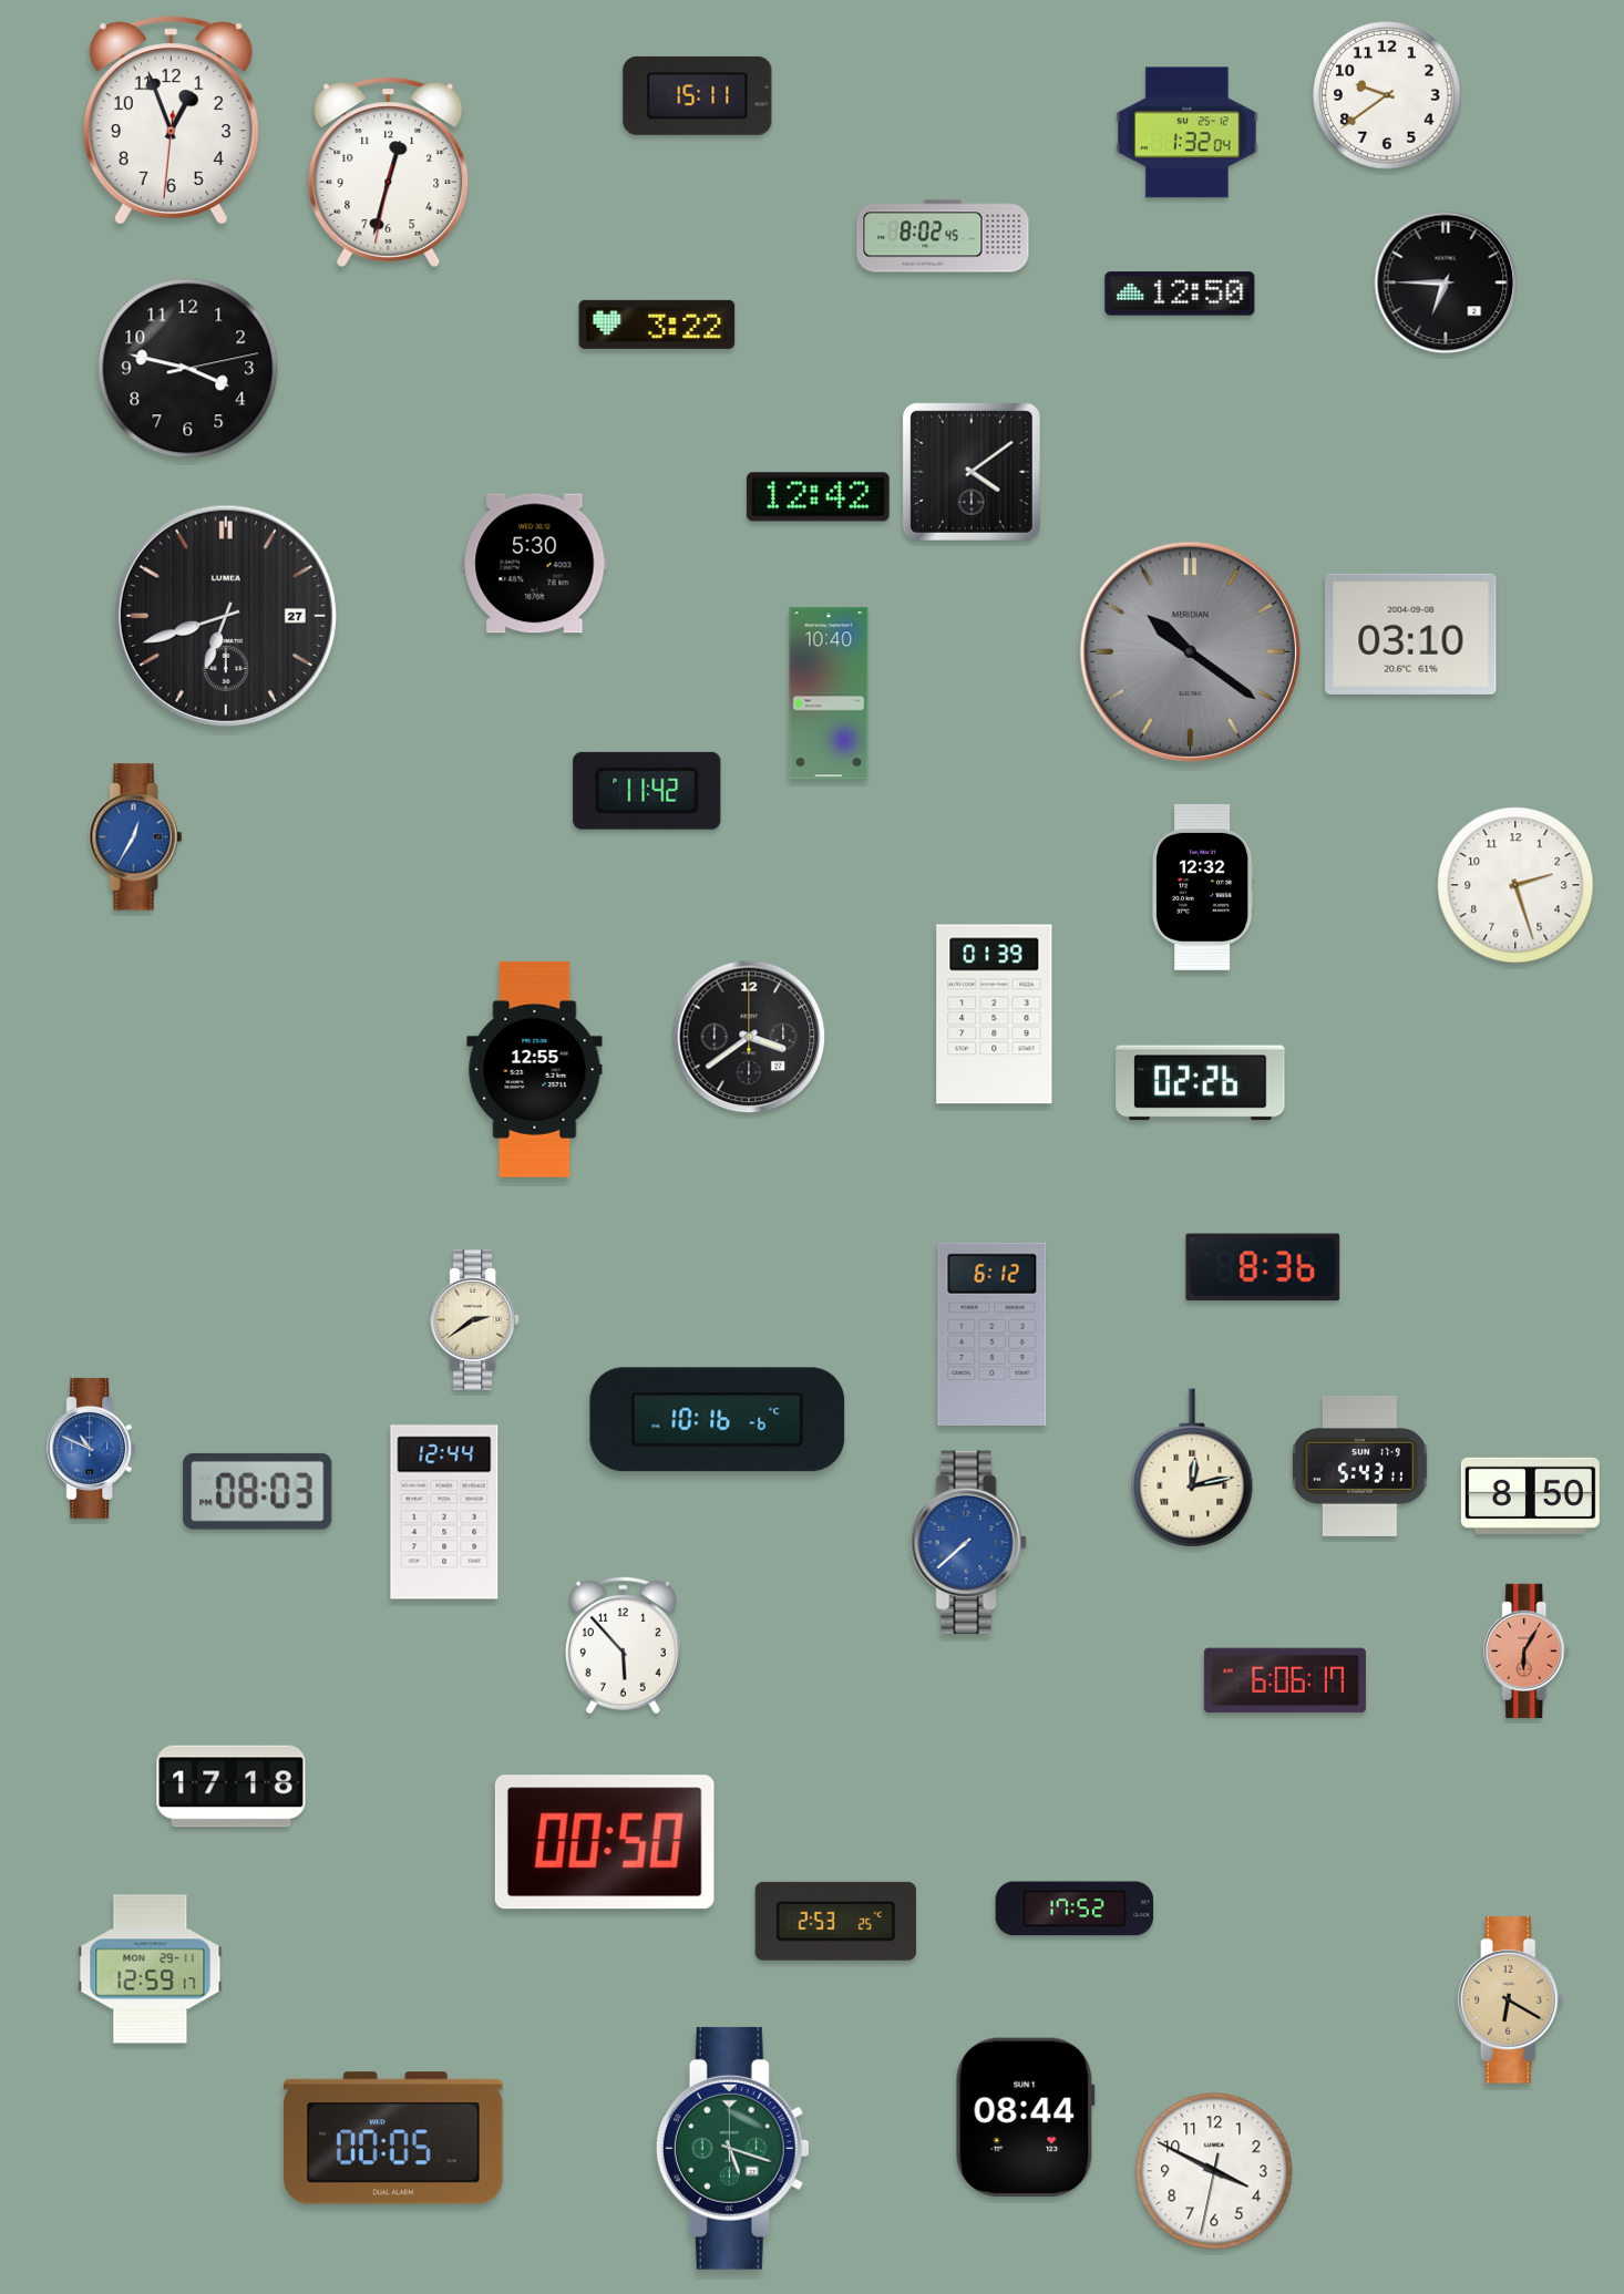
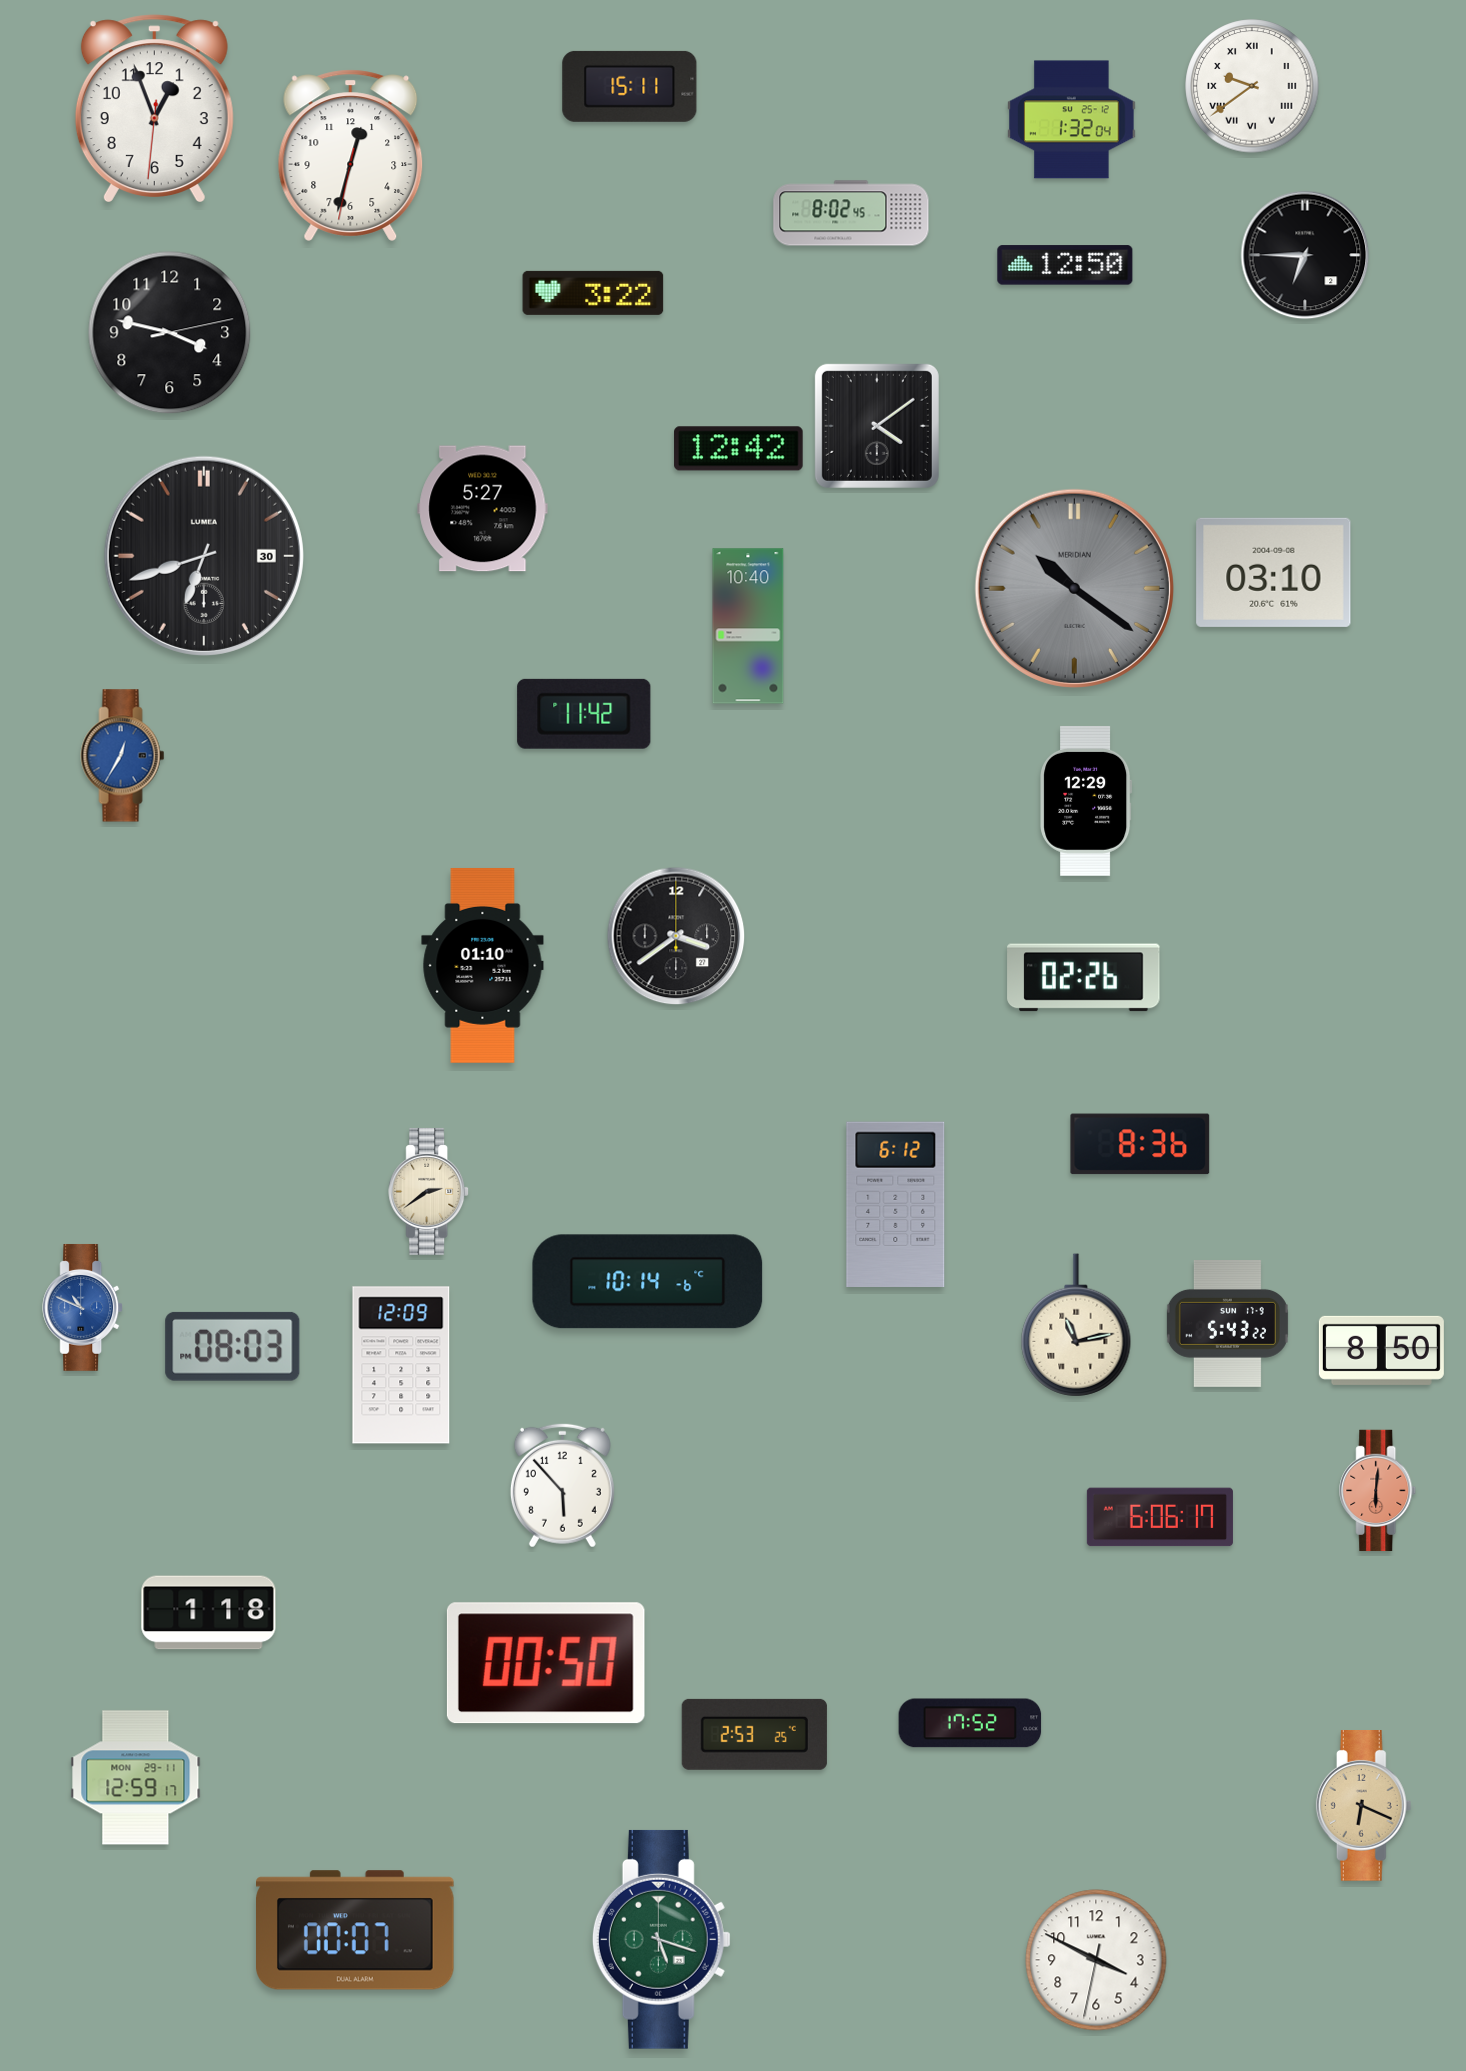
clock at (1387, 95) numerals: Arabic -> Roman
clock at (535, 564): 5:30 -> 5:27
clock at (226, 616) date: 27 -> 30
clock at (1515, 885): 2:27 -> none
clock at (1203, 887): 12:32 -> 12:29
clock at (995, 1015): 01:39 -> none
clock at (535, 1069): 12:55 -> 01:10
clock at (718, 1420): 10:16 -> 10:14
clock at (1359, 1465): 5:43:11 -> 5:43:22
clock at (1192, 1468): 12:13 -> 11:13
clock at (444, 1512): 12:44 -> 12:09
clock at (968, 1543): 7:38 -> none
clock at (1527, 1652): 6:05 -> 6:01
clock at (232, 1787): 17:18 -> 1:18
clock at (1511, 2000): 6:20 -> 6:19
clock at (1025, 2117): 08:44 -> none
clock at (394, 2138): 00:05 -> 00:07
